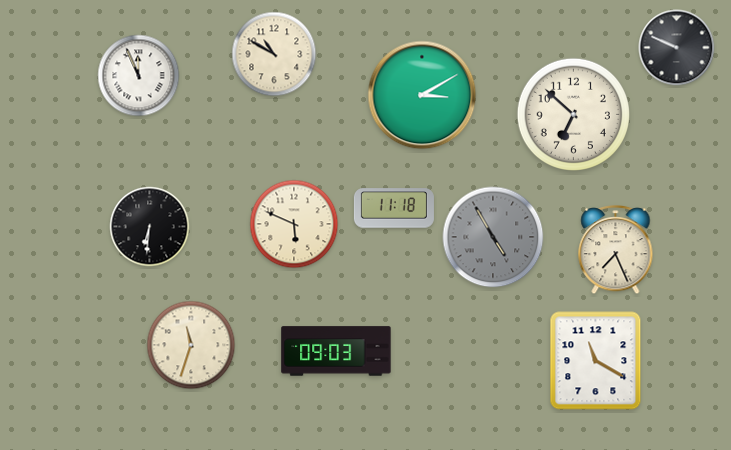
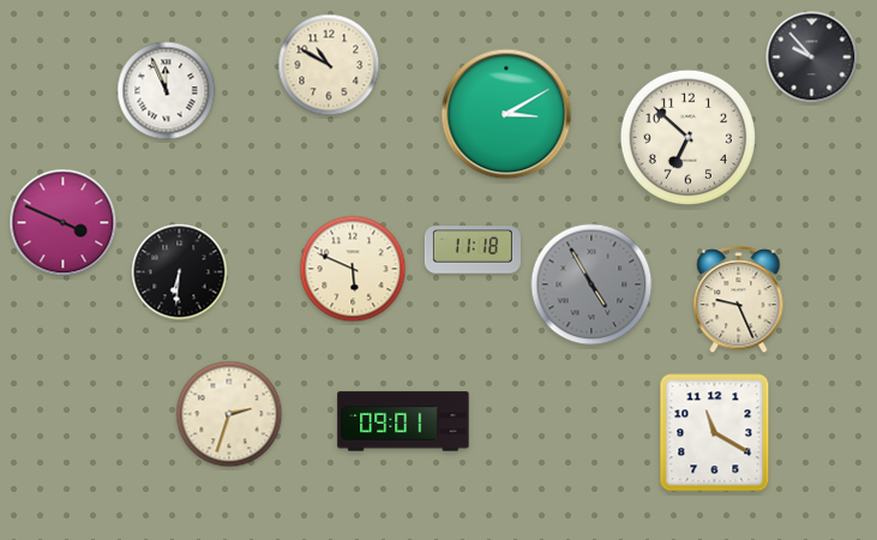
clock at (677, 48): 9:49 -> 9:53
clock at (64, 223): none -> 3:49
clock at (616, 251): 7:26 -> 9:26
clock at (191, 345): 11:33 -> 2:33
clock at (336, 351): 09:03 -> 09:01
